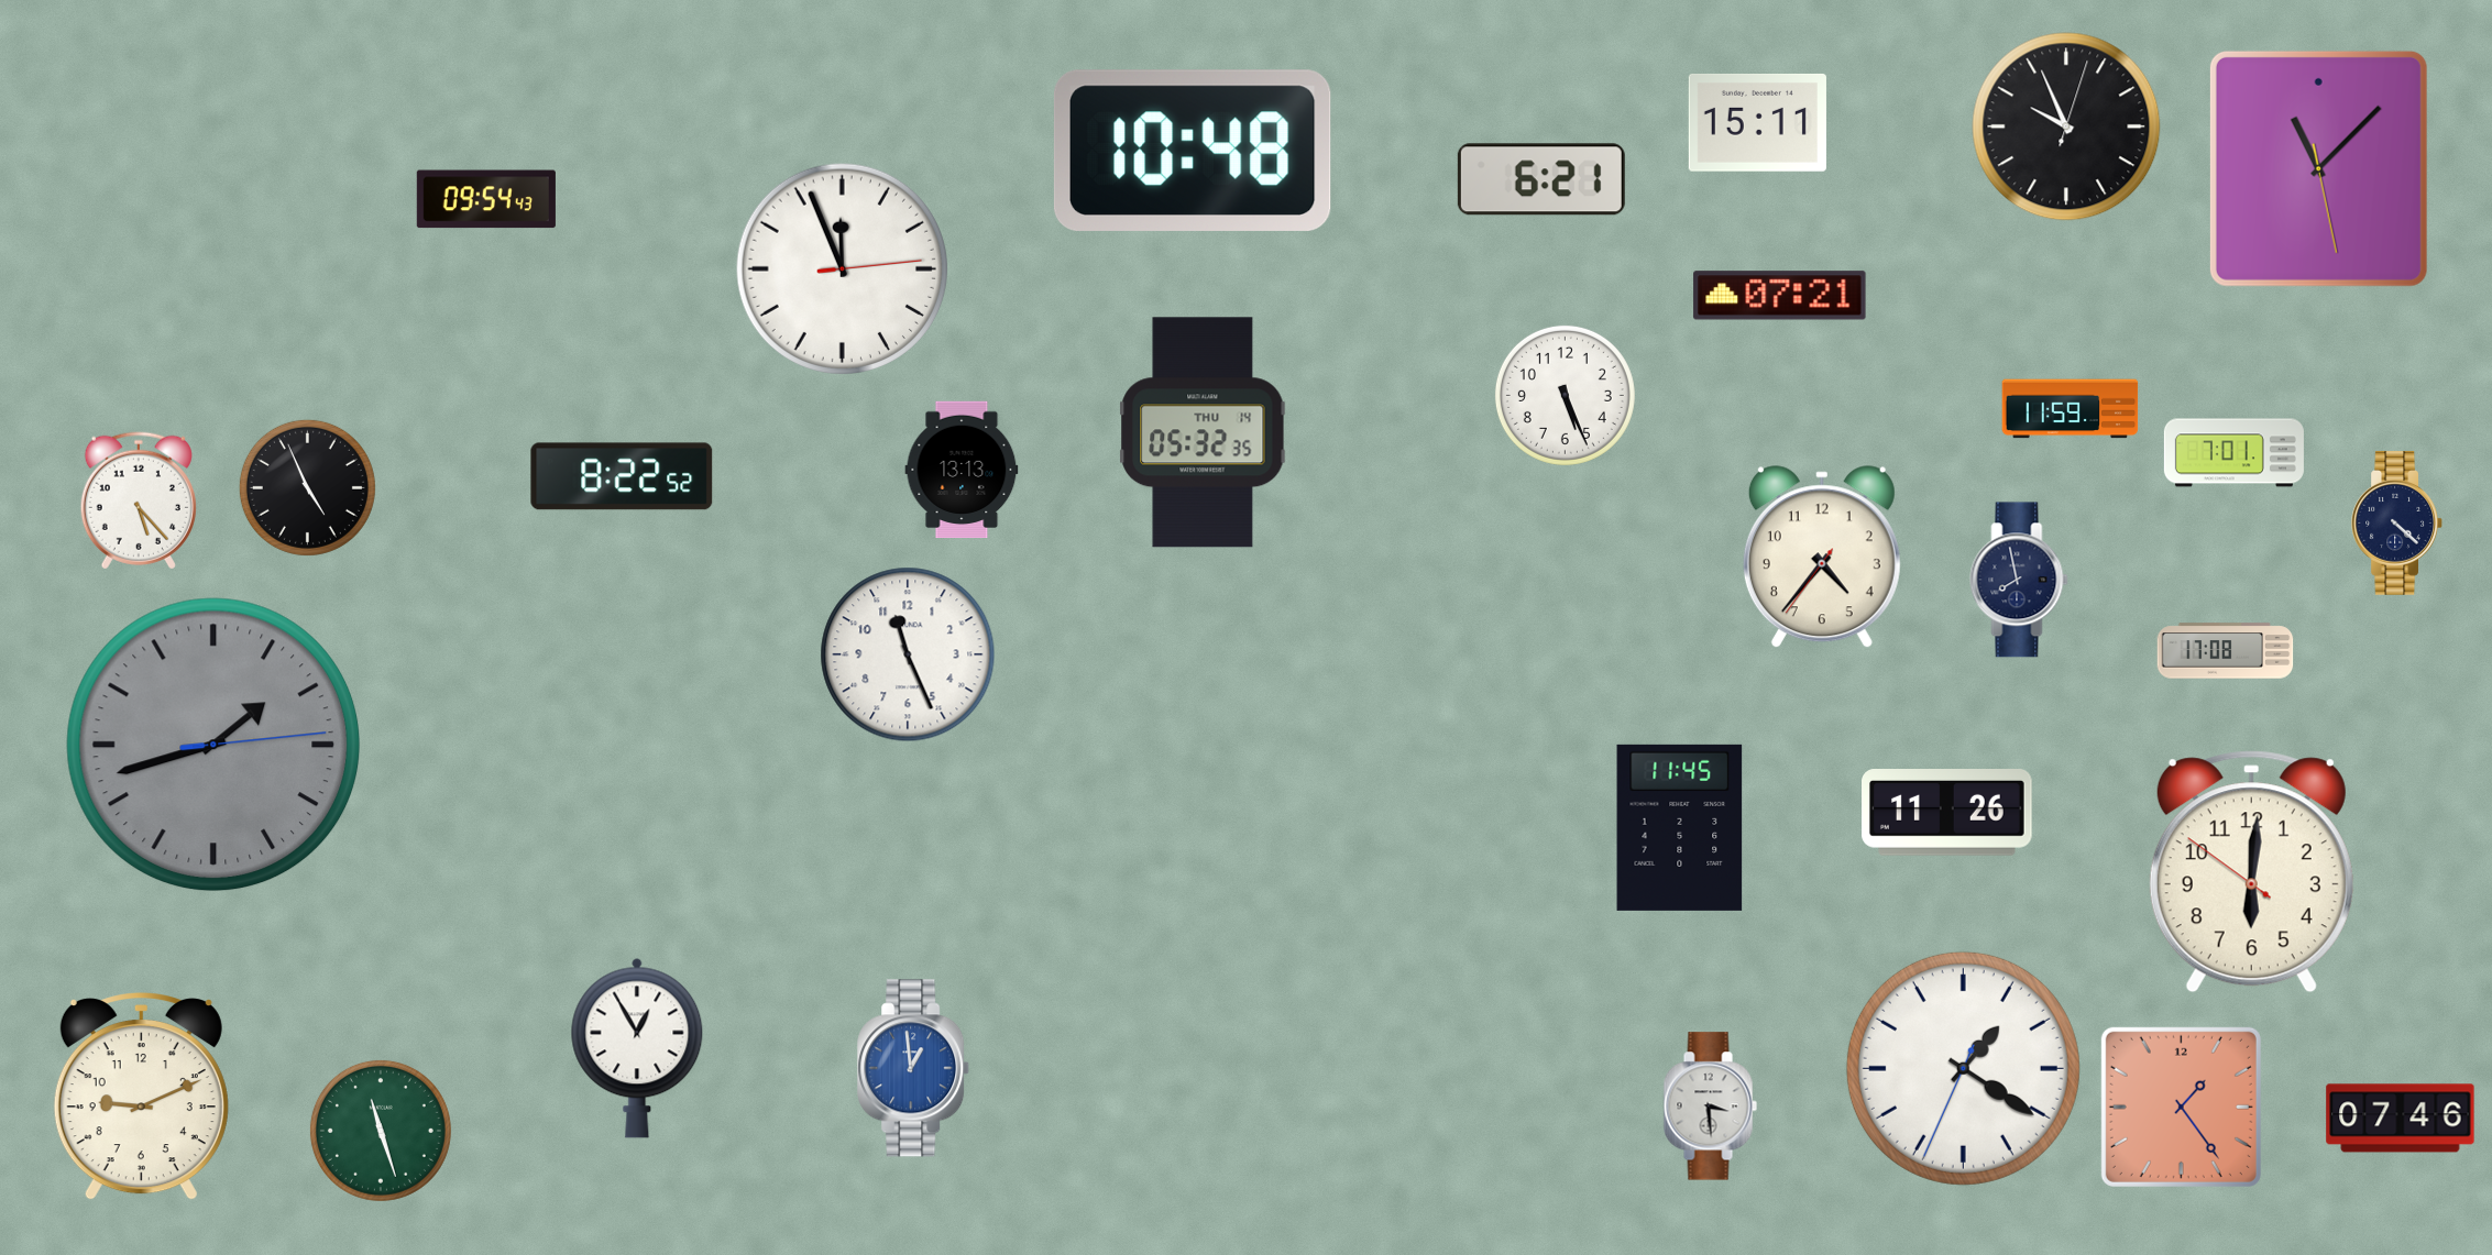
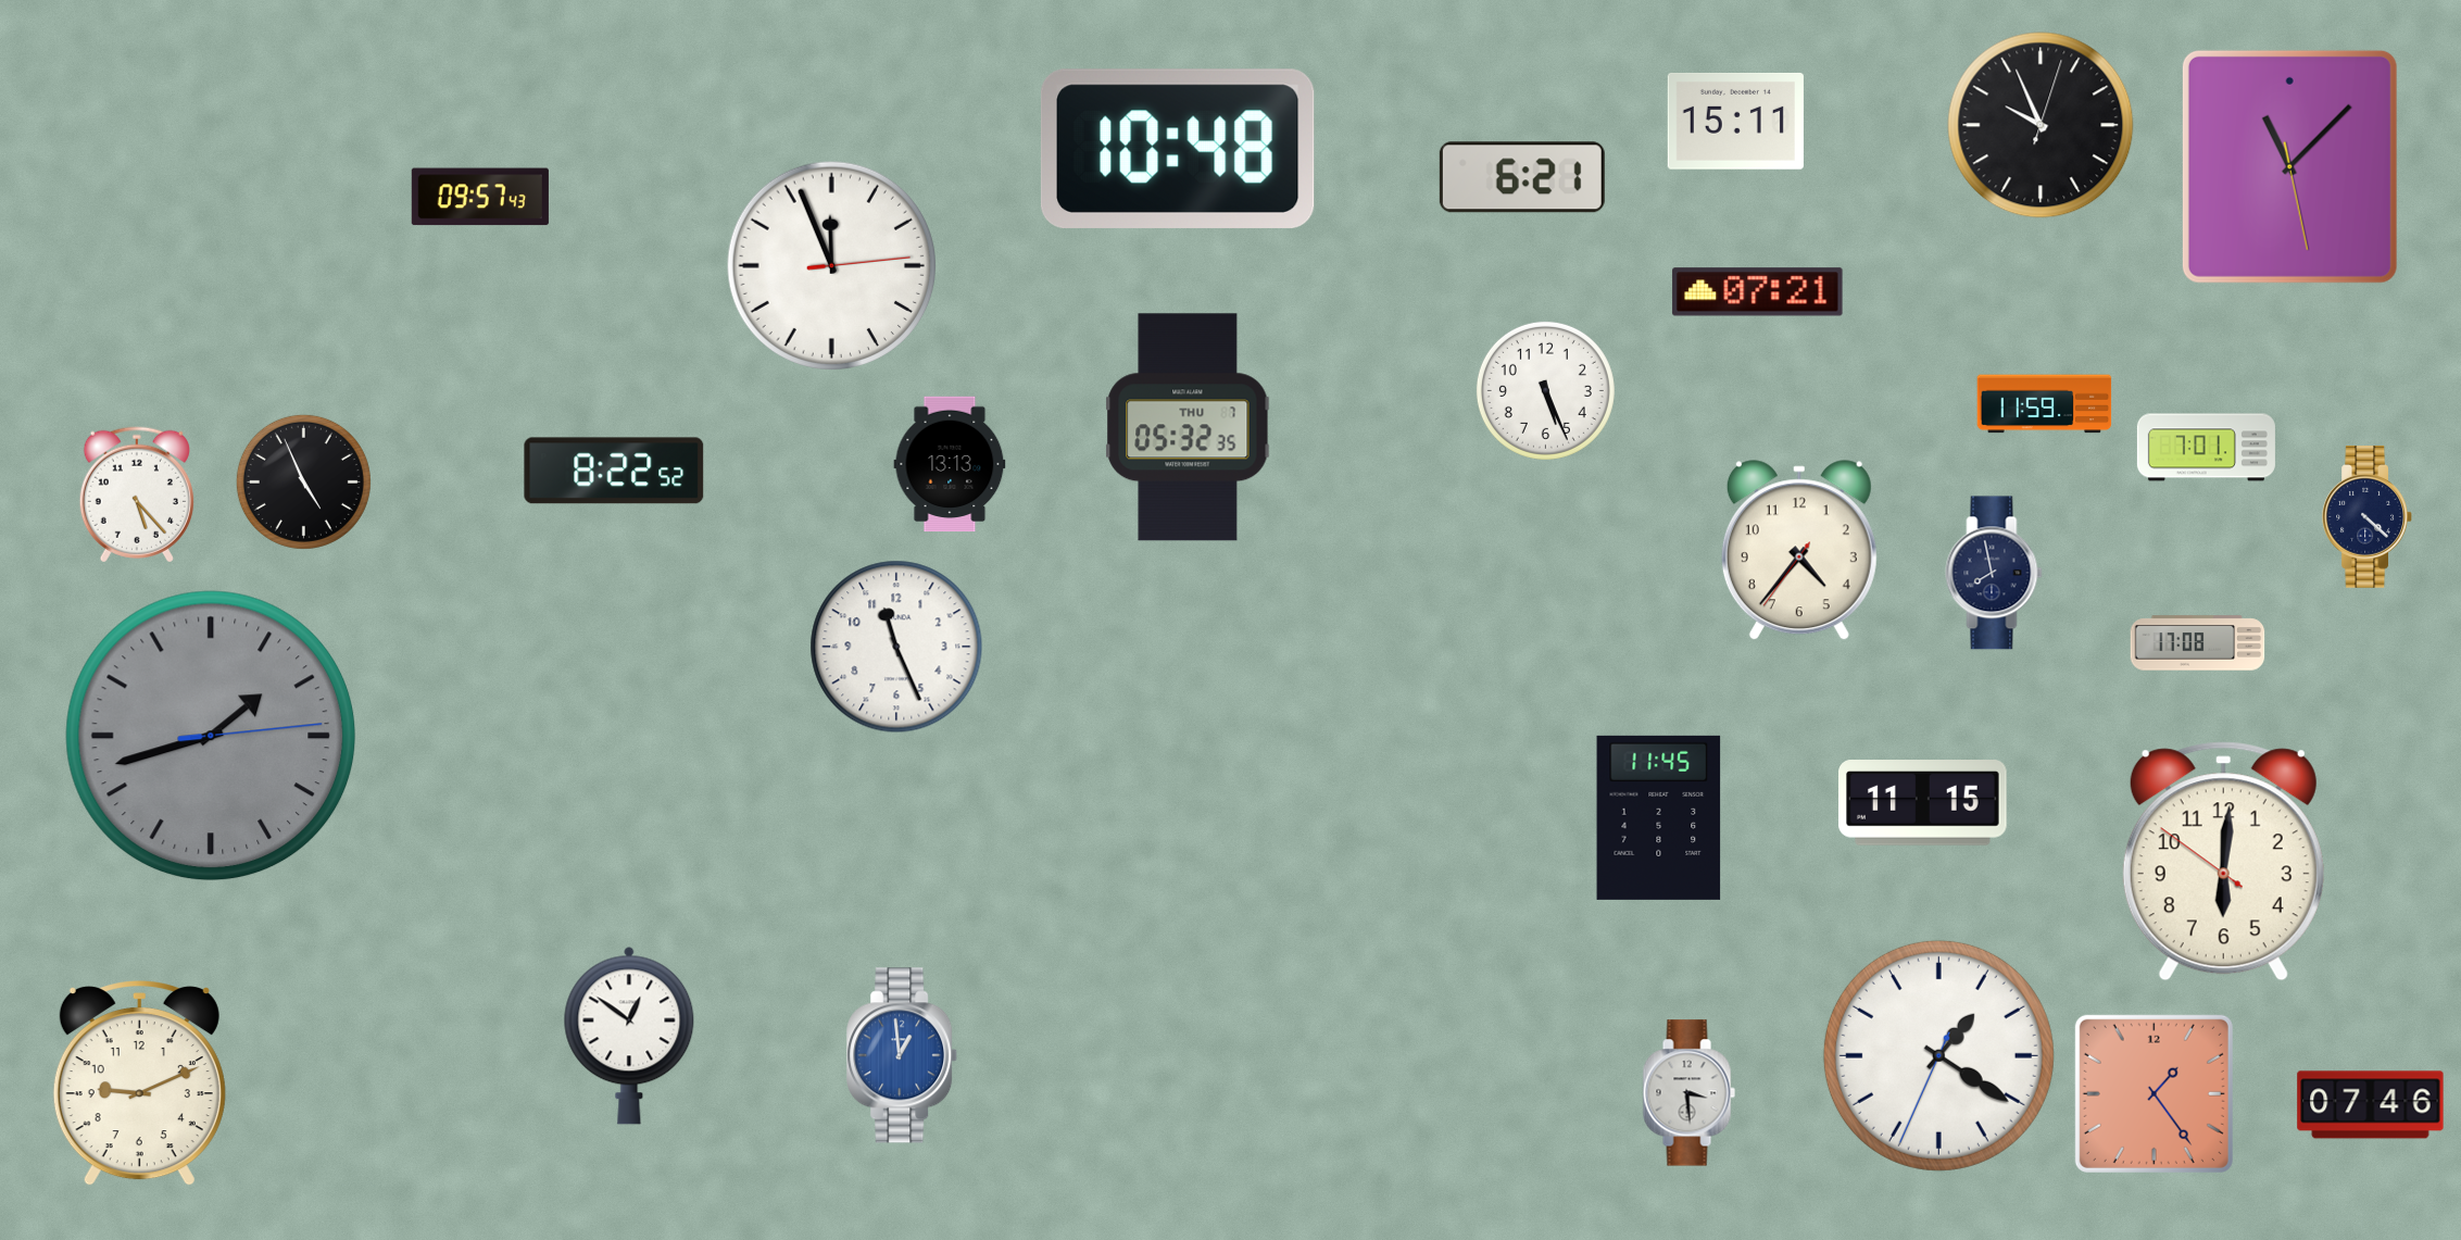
clock at (486, 199): 09:54 -> 09:57
clock at (1203, 432) date: THU 14 -> THU 7
clock at (1947, 813): 11:26 -> 11:15
clock at (637, 1048): 12:55 -> 12:51
clock at (381, 1131): 11:27 -> none
